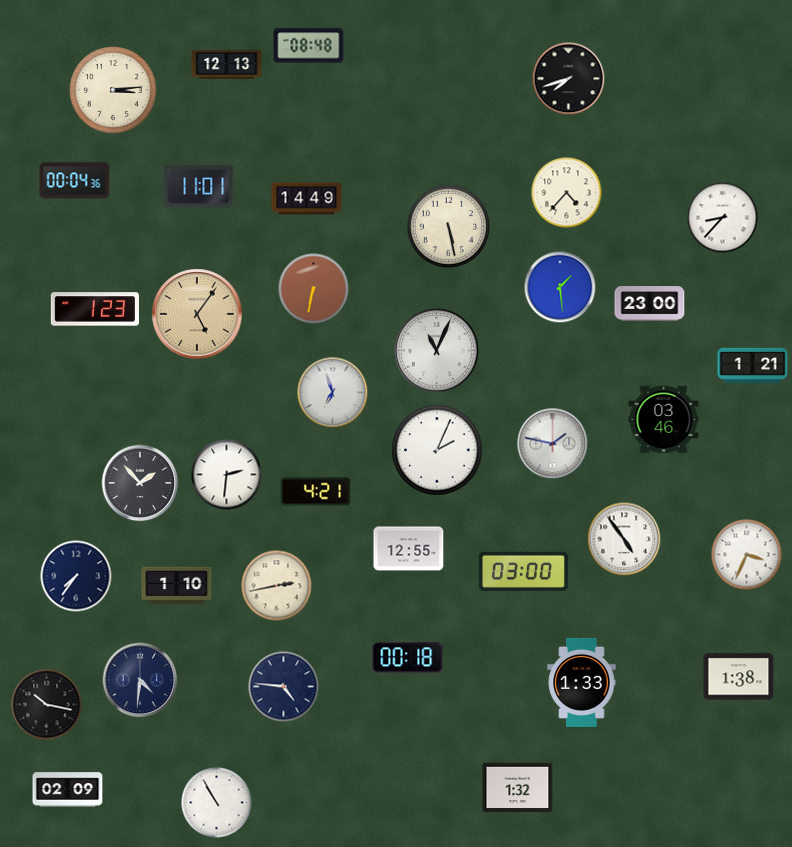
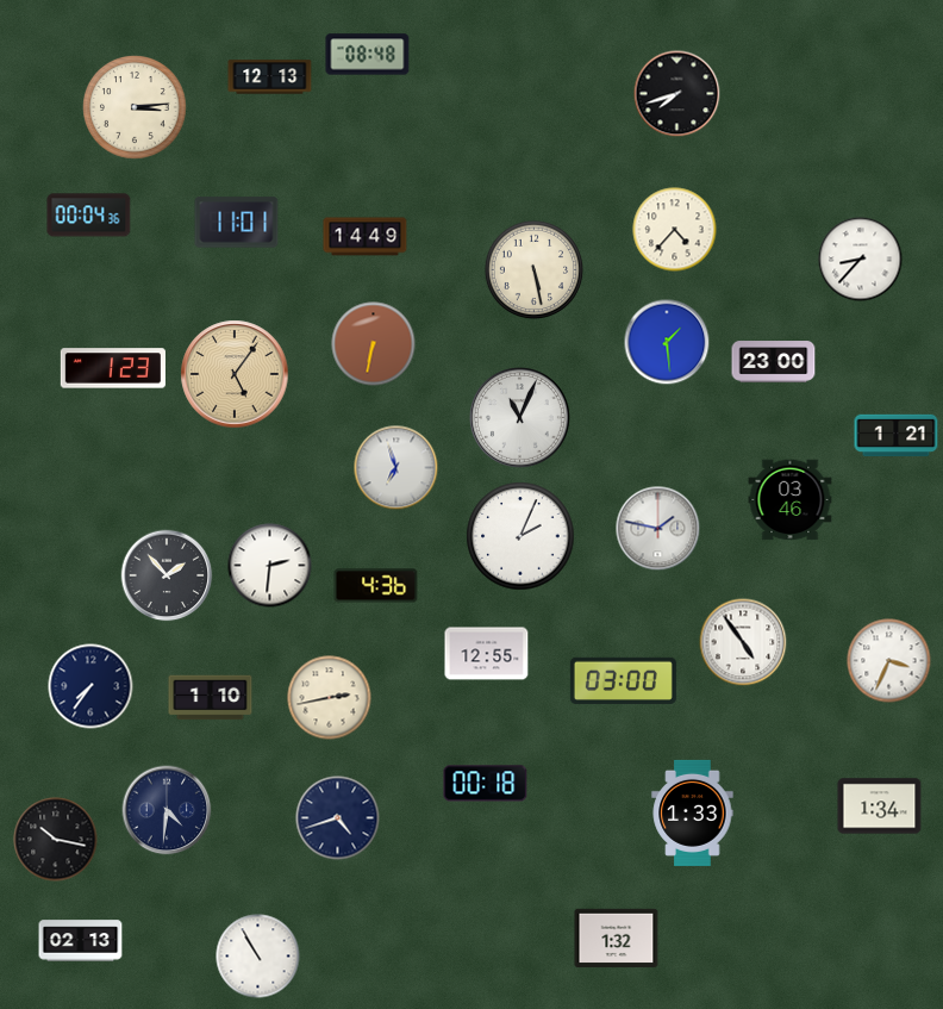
clock at (316, 492): 4:21 -> 4:36
clock at (739, 677): 1:38 -> 1:34
clock at (284, 687): 4:46 -> 4:42
clock at (68, 790): 02:09 -> 02:13
